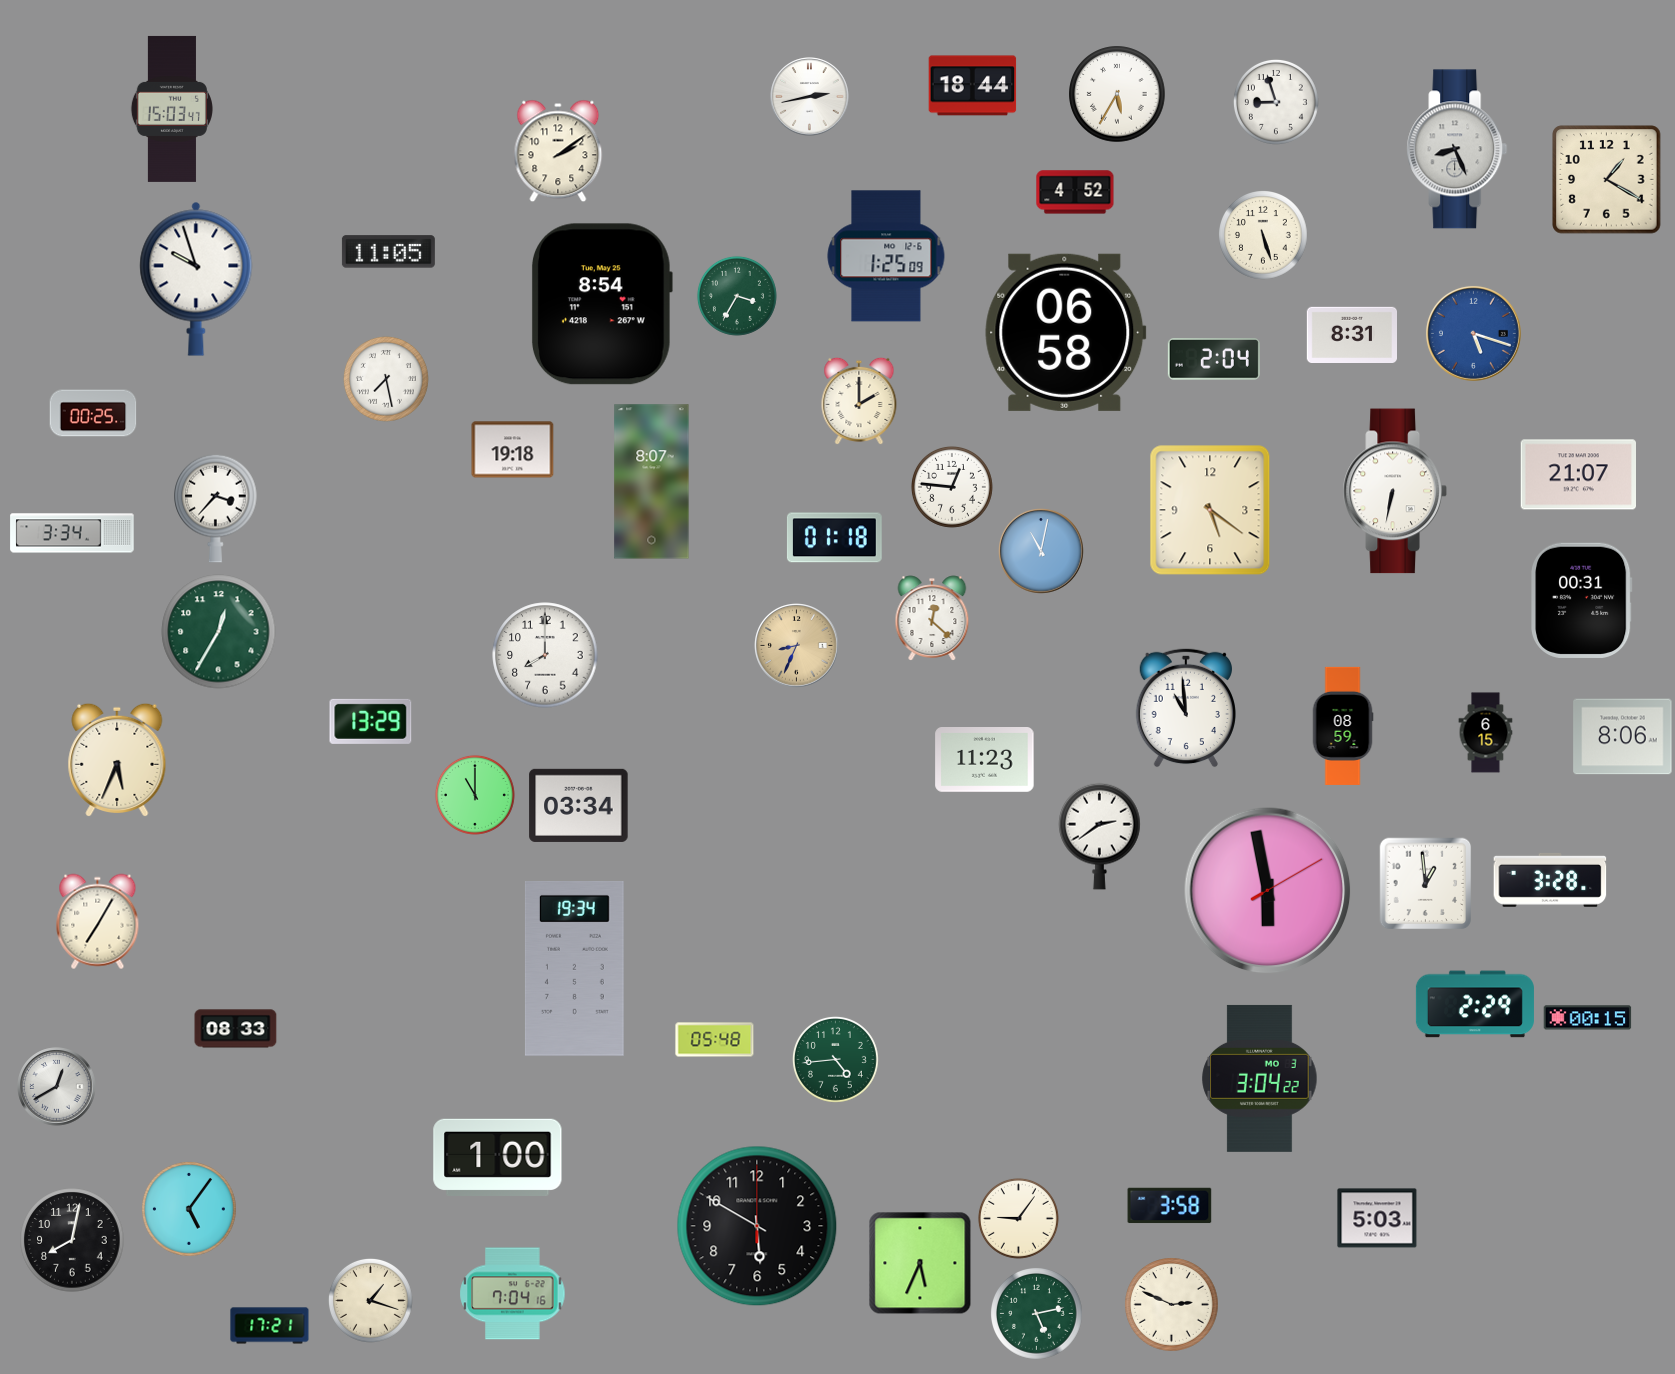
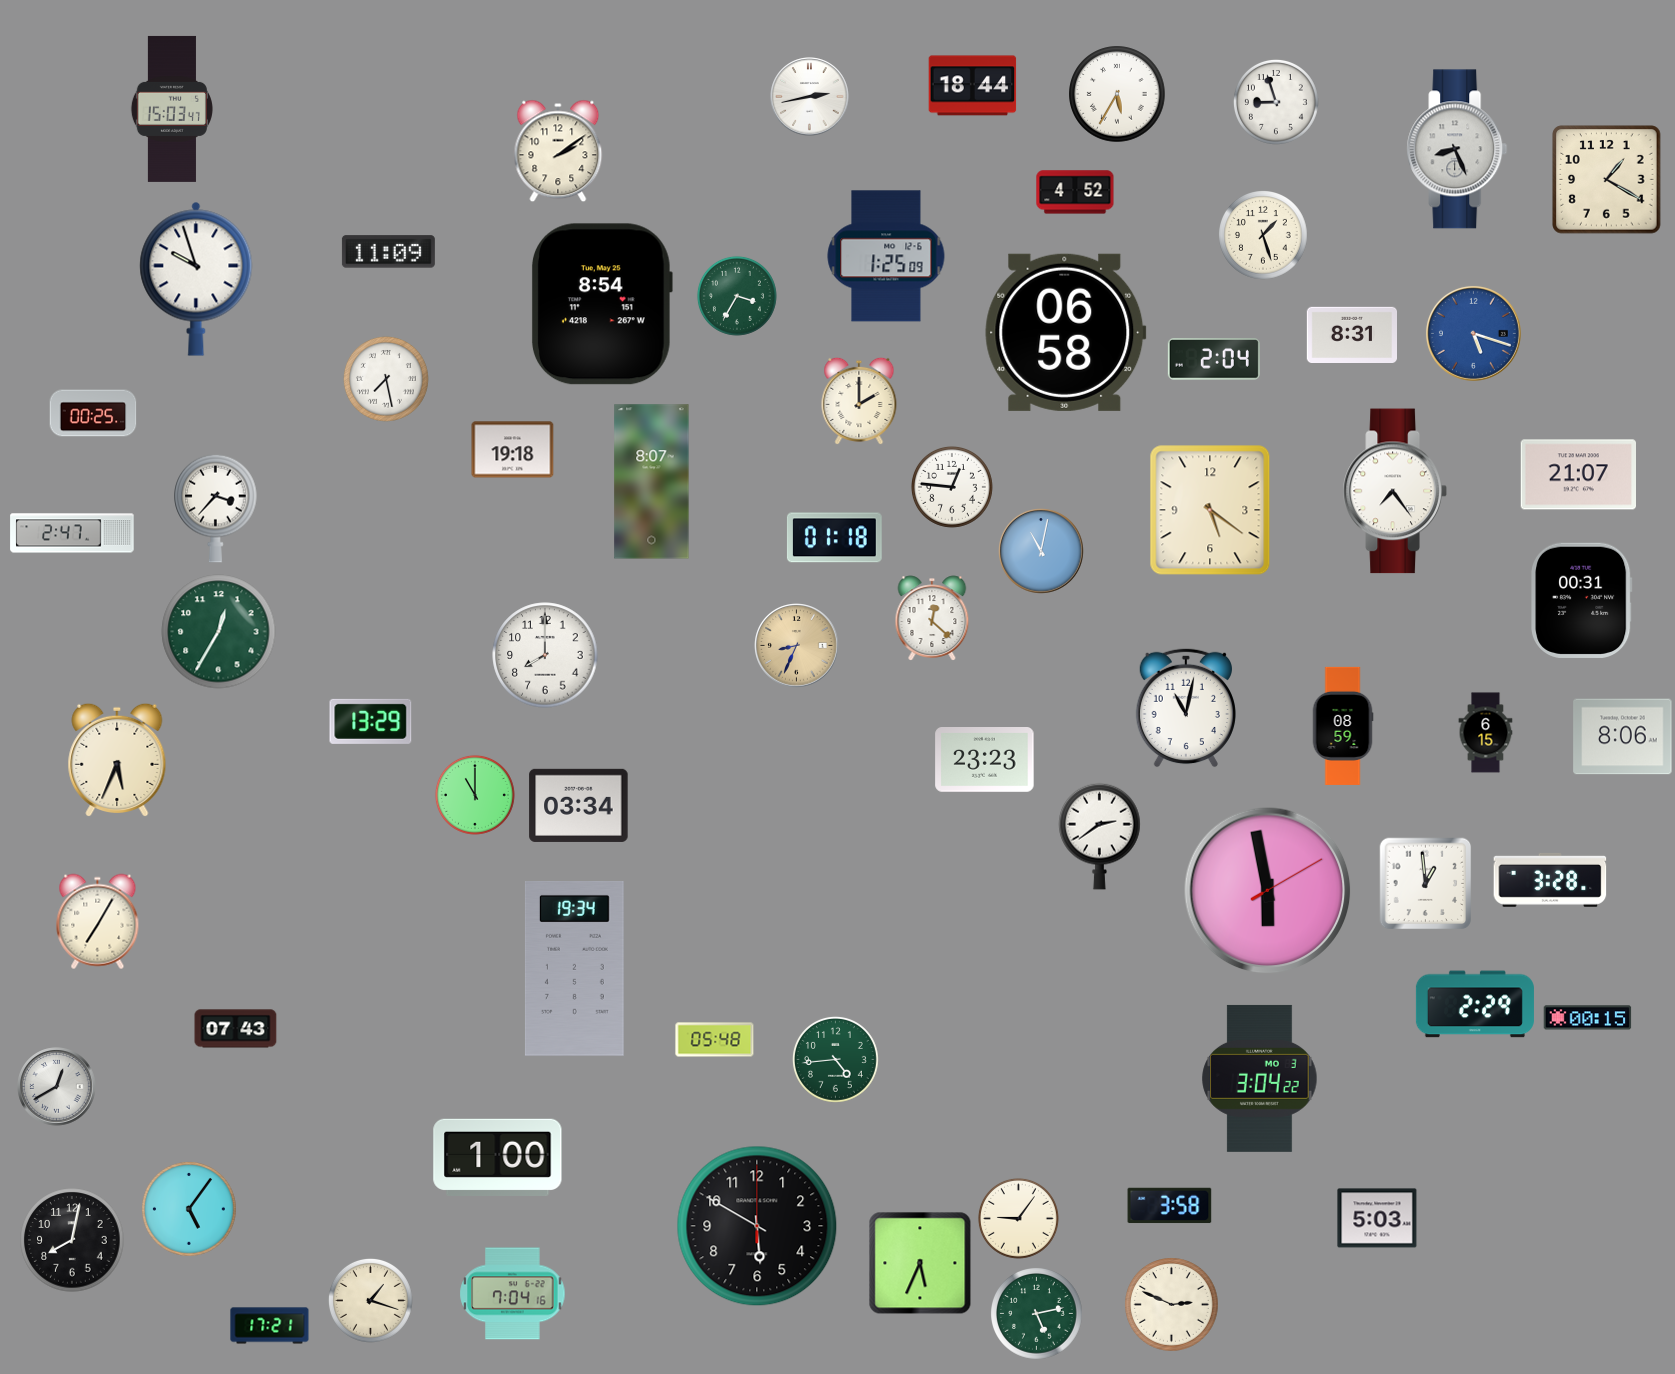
clock at (1264, 236): 5:27 -> 1:27
clock at (388, 252): 11:05 -> 11:09
clock at (1395, 491): 6:32 -> 7:24
clock at (72, 533): 3:34 -> 2:47
clock at (1186, 708): 10:59 -> 11:02
clock at (985, 760): 11:23 -> 23:23
clock at (236, 1029): 08:33 -> 07:43
